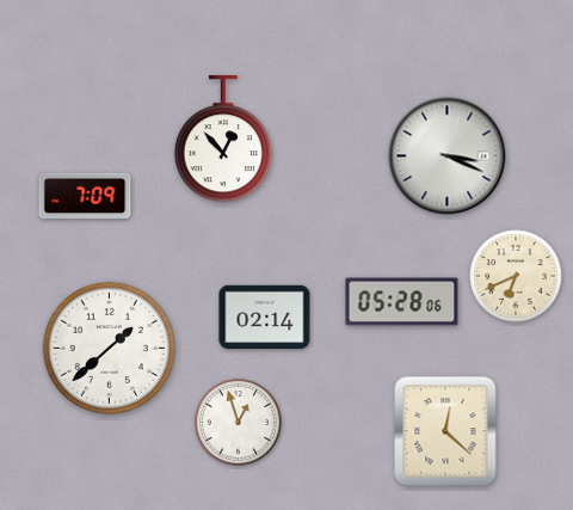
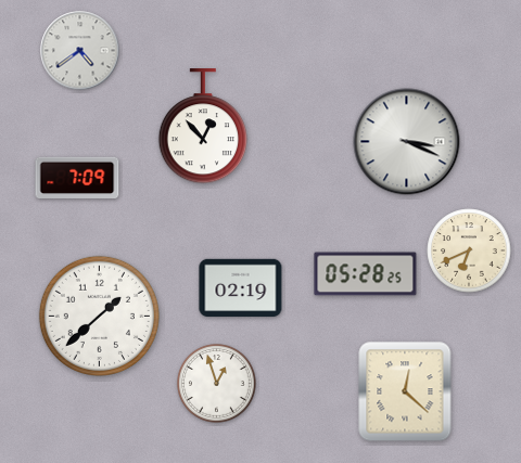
clock at (80, 51): none -> 4:39
clock at (402, 302): 05:28:06 -> 05:28:25
clock at (265, 318): 02:14 -> 02:19
